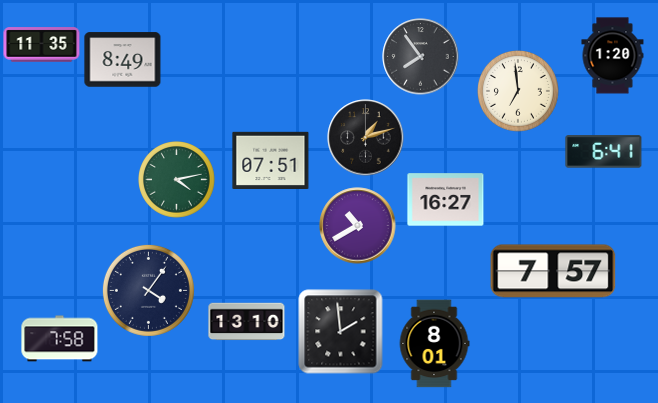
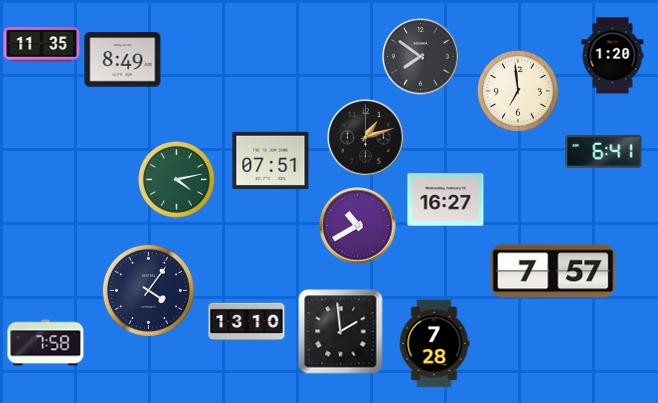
clock at (421, 57): 7:54 -> 7:51
clock at (60, 339) position: (60, 339) -> (46, 343)
clock at (434, 344): 8:01 -> 7:28
